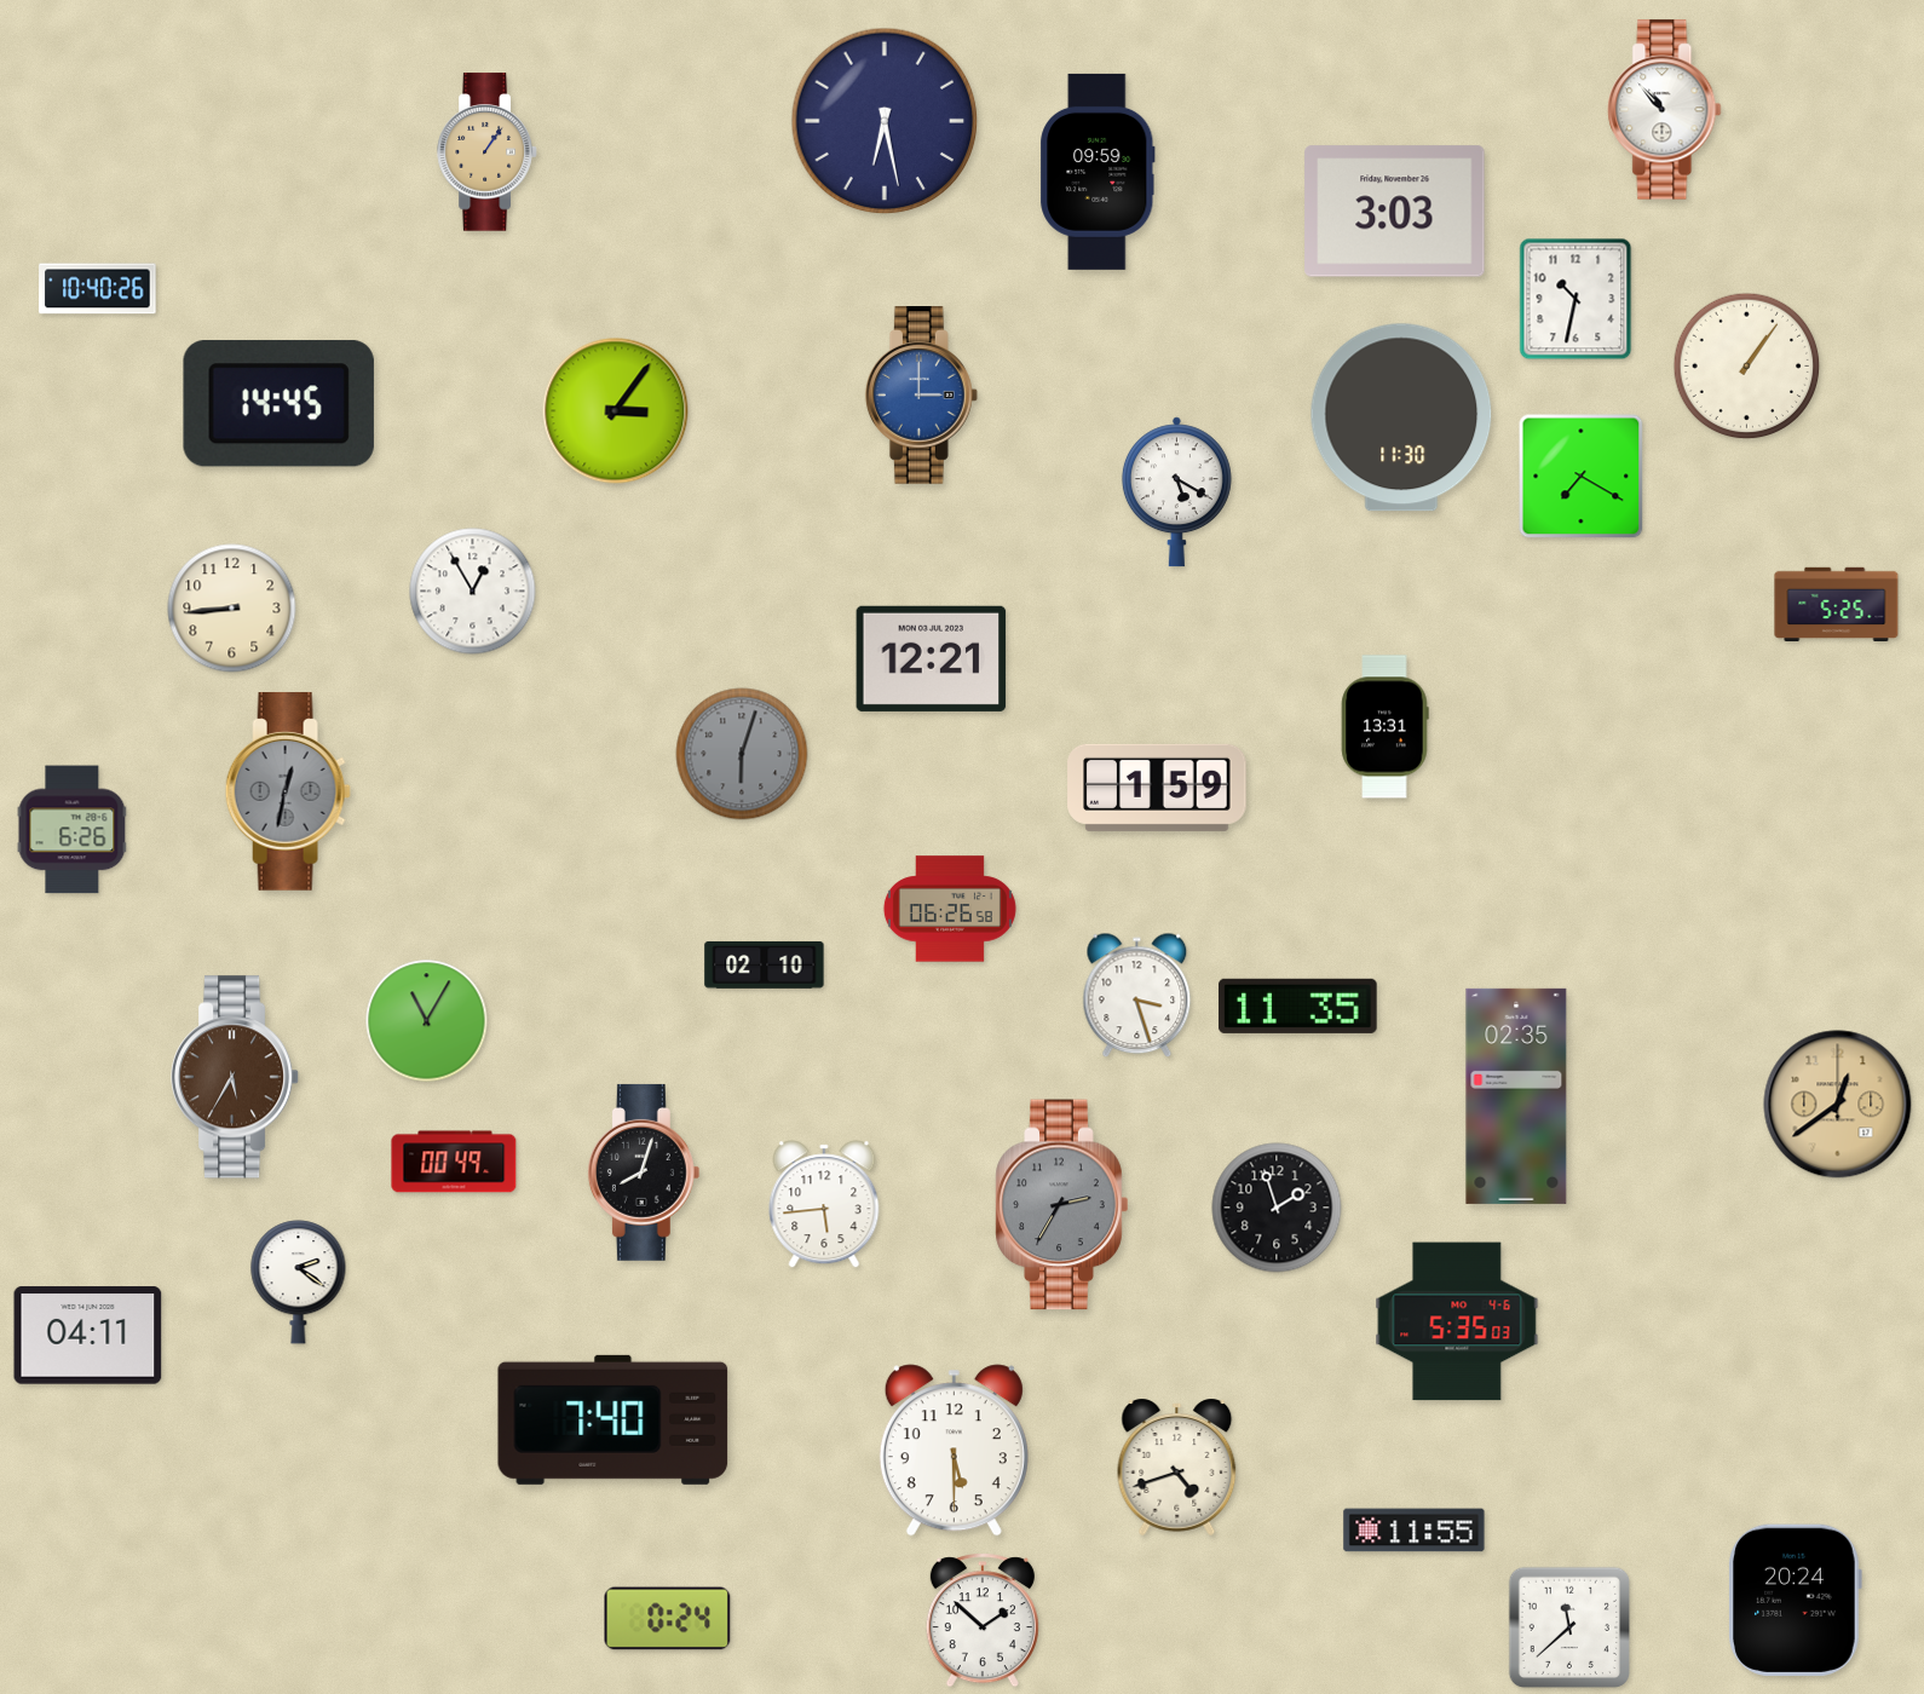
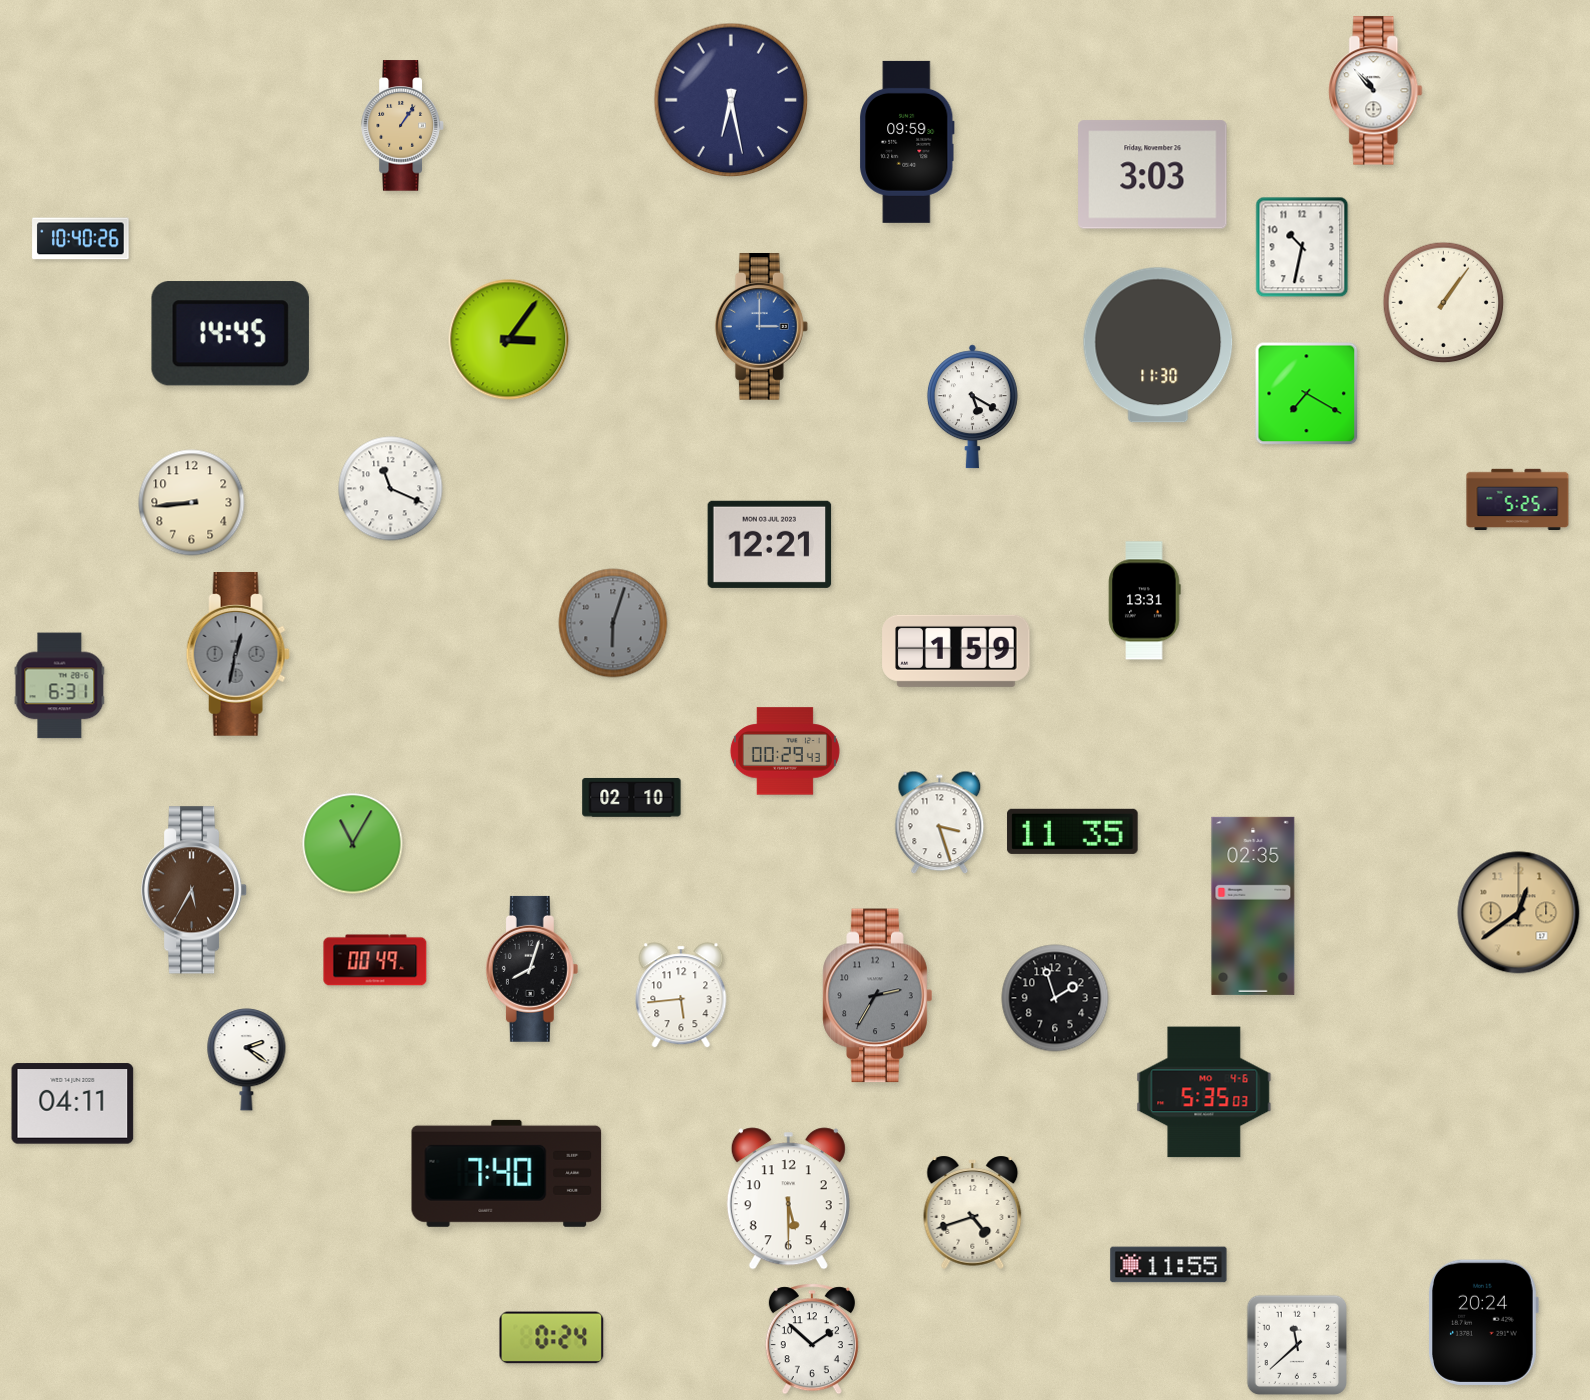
clock at (473, 592): 12:55 -> 11:19
clock at (73, 830): 6:26 -> 6:31
clock at (950, 909): 06:26 -> 00:29
